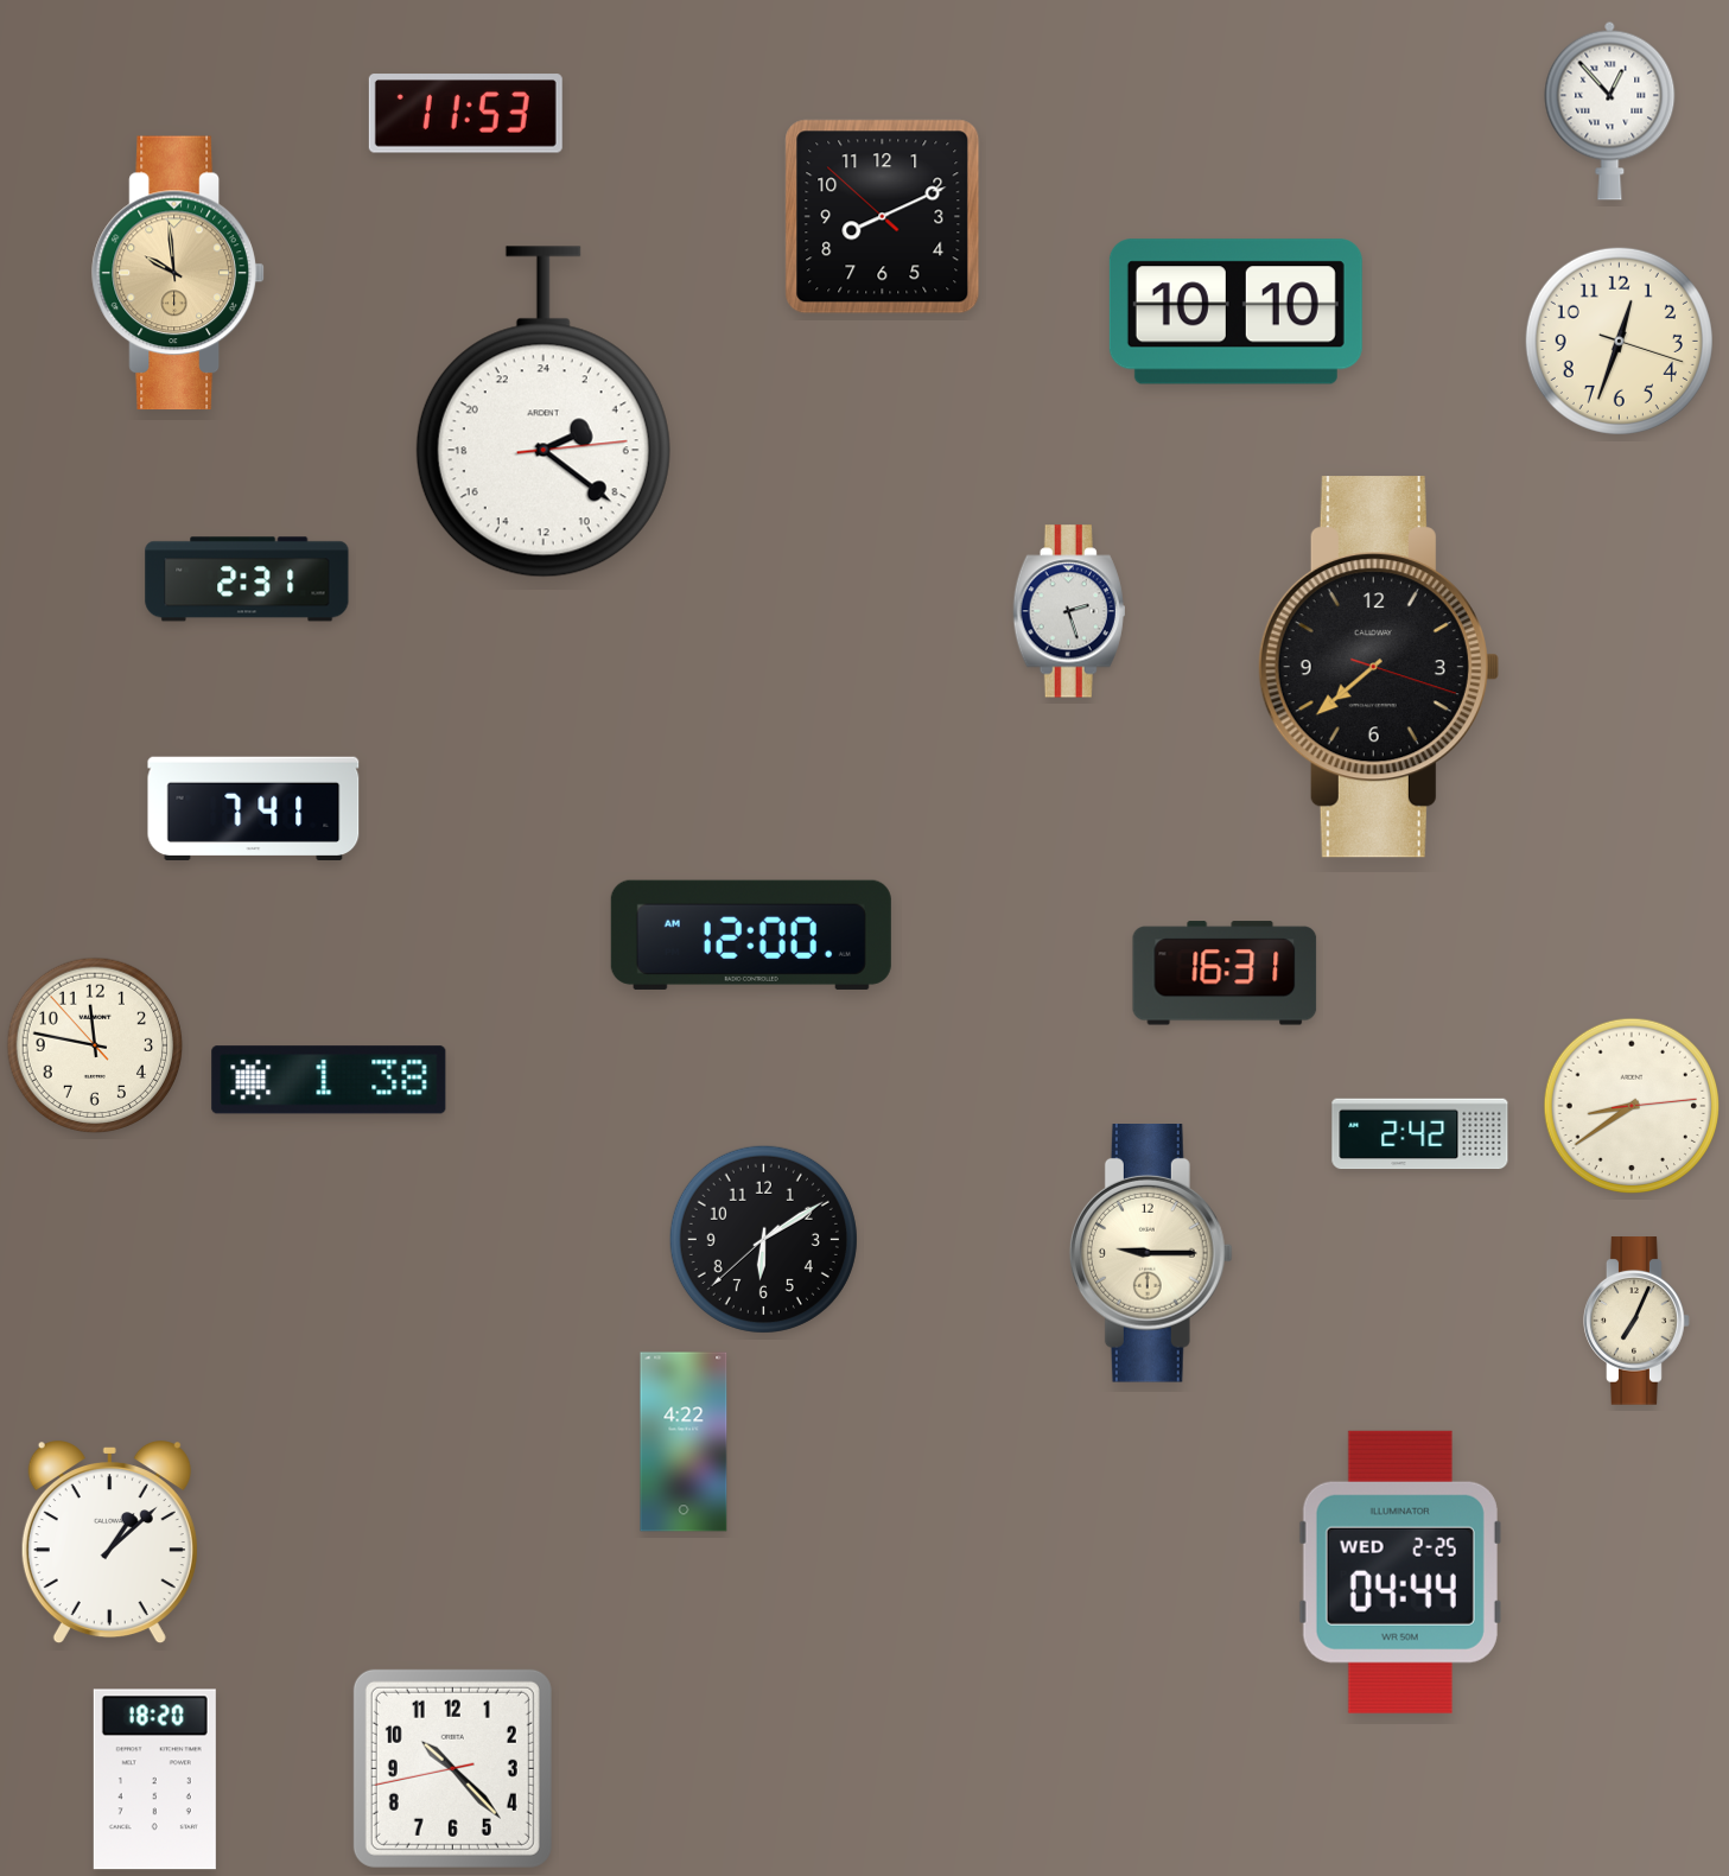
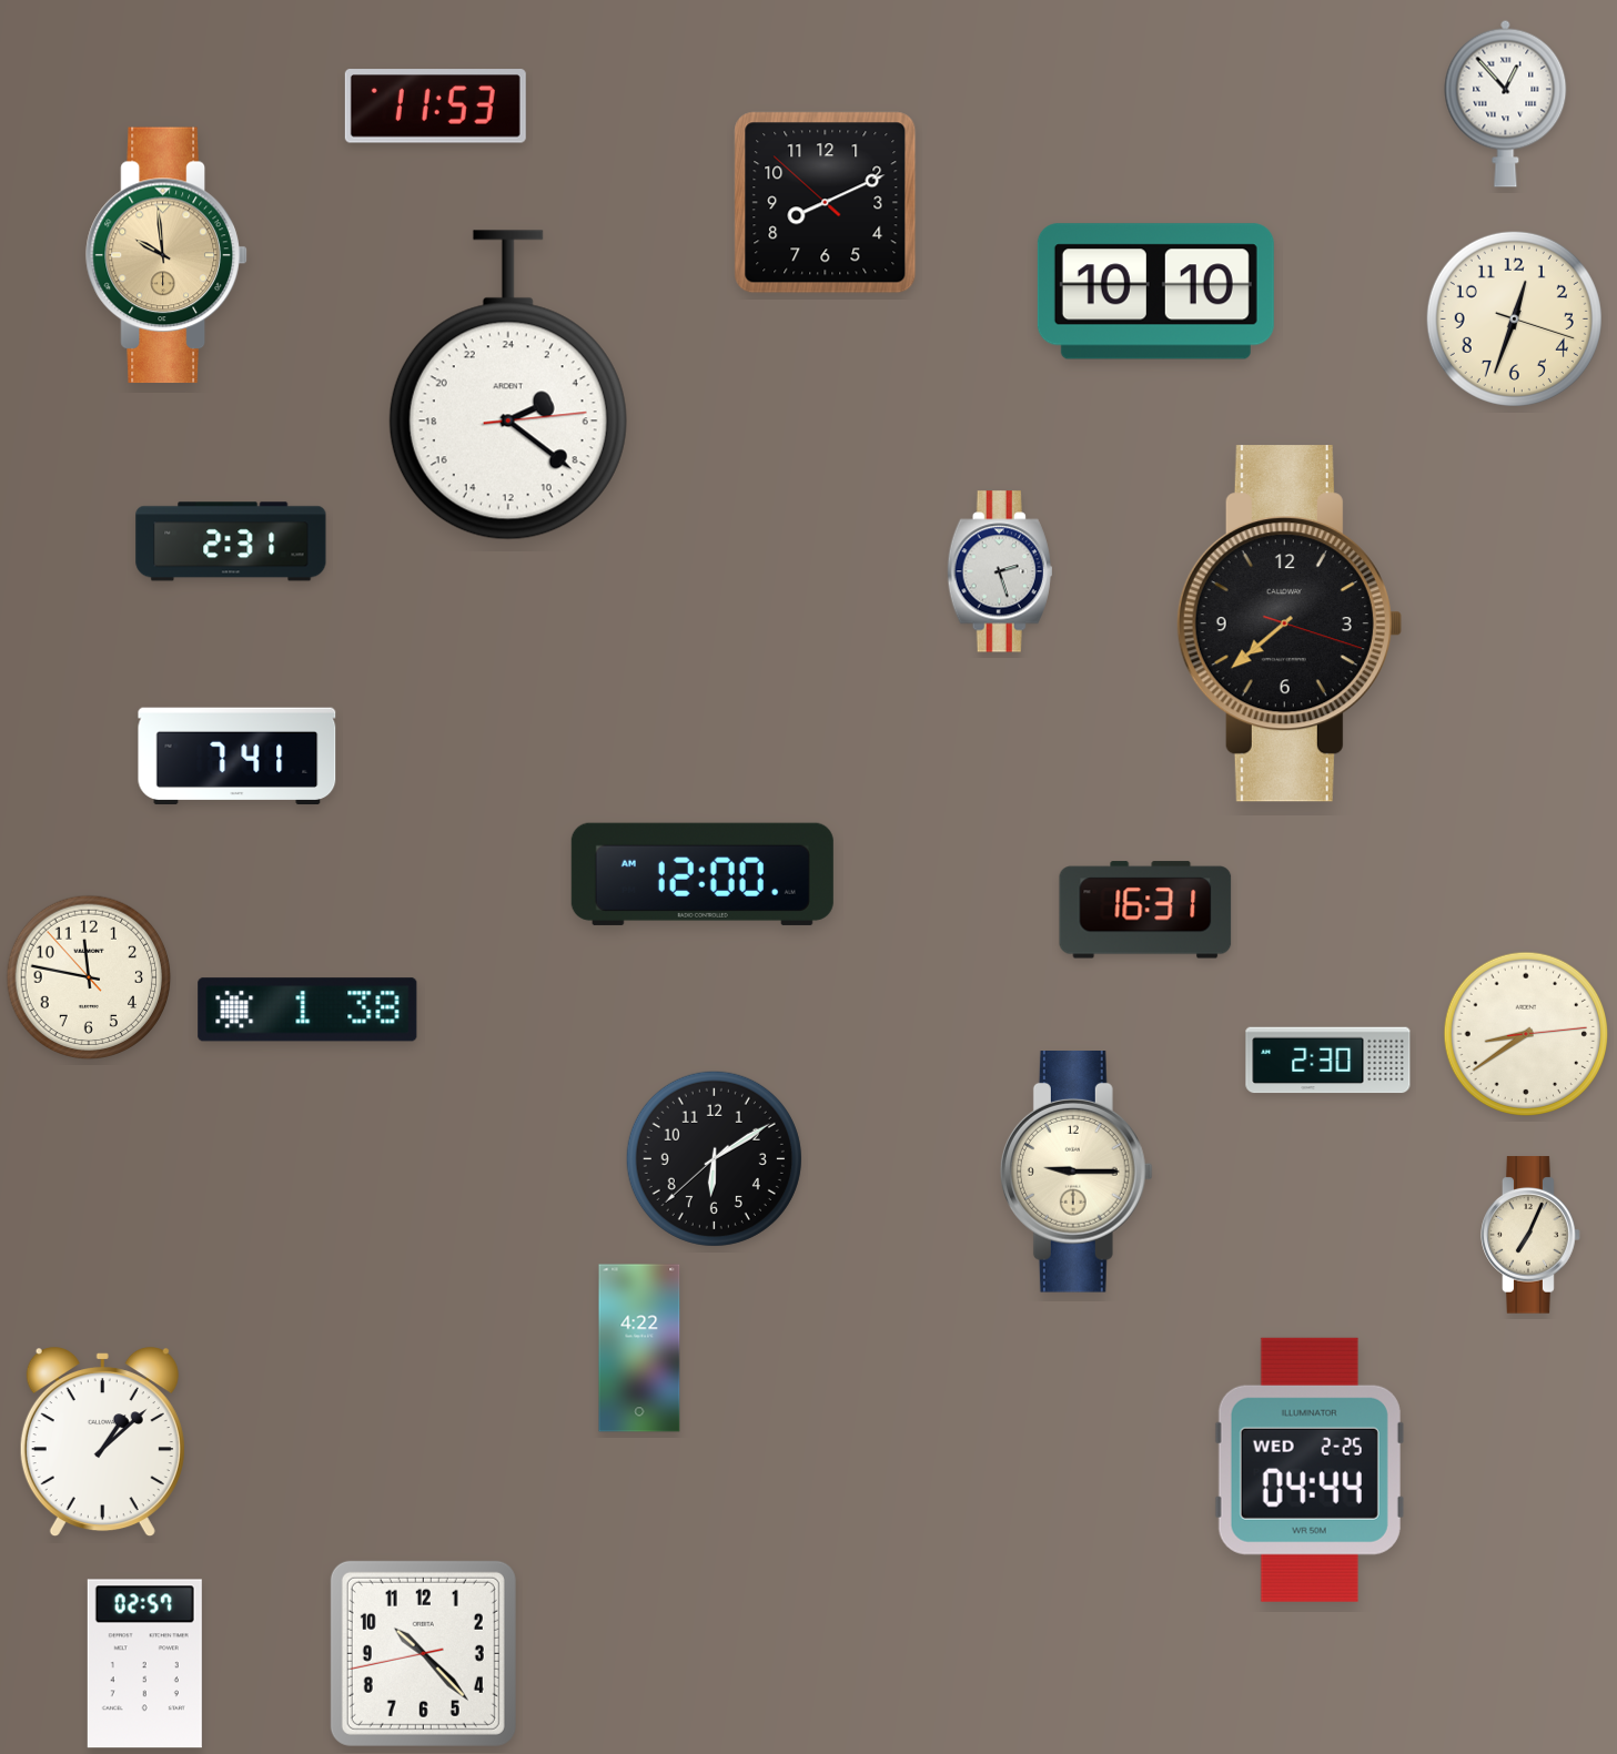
clock at (1420, 1134): 2:42 -> 2:30
clock at (154, 1780): 18:20 -> 02:57
